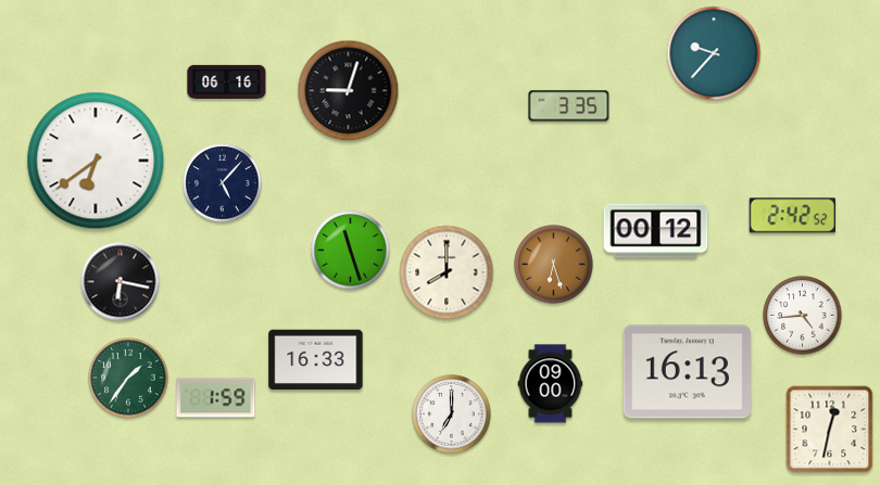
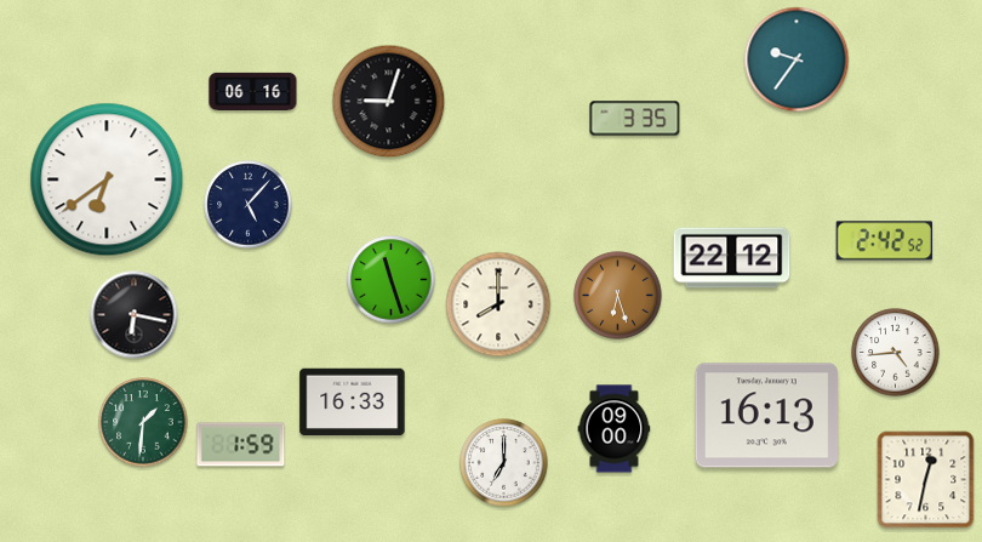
clock at (714, 53): 9:37 -> 9:36
clock at (656, 231): 00:12 -> 22:12
clock at (128, 378): 1:36 -> 1:31
